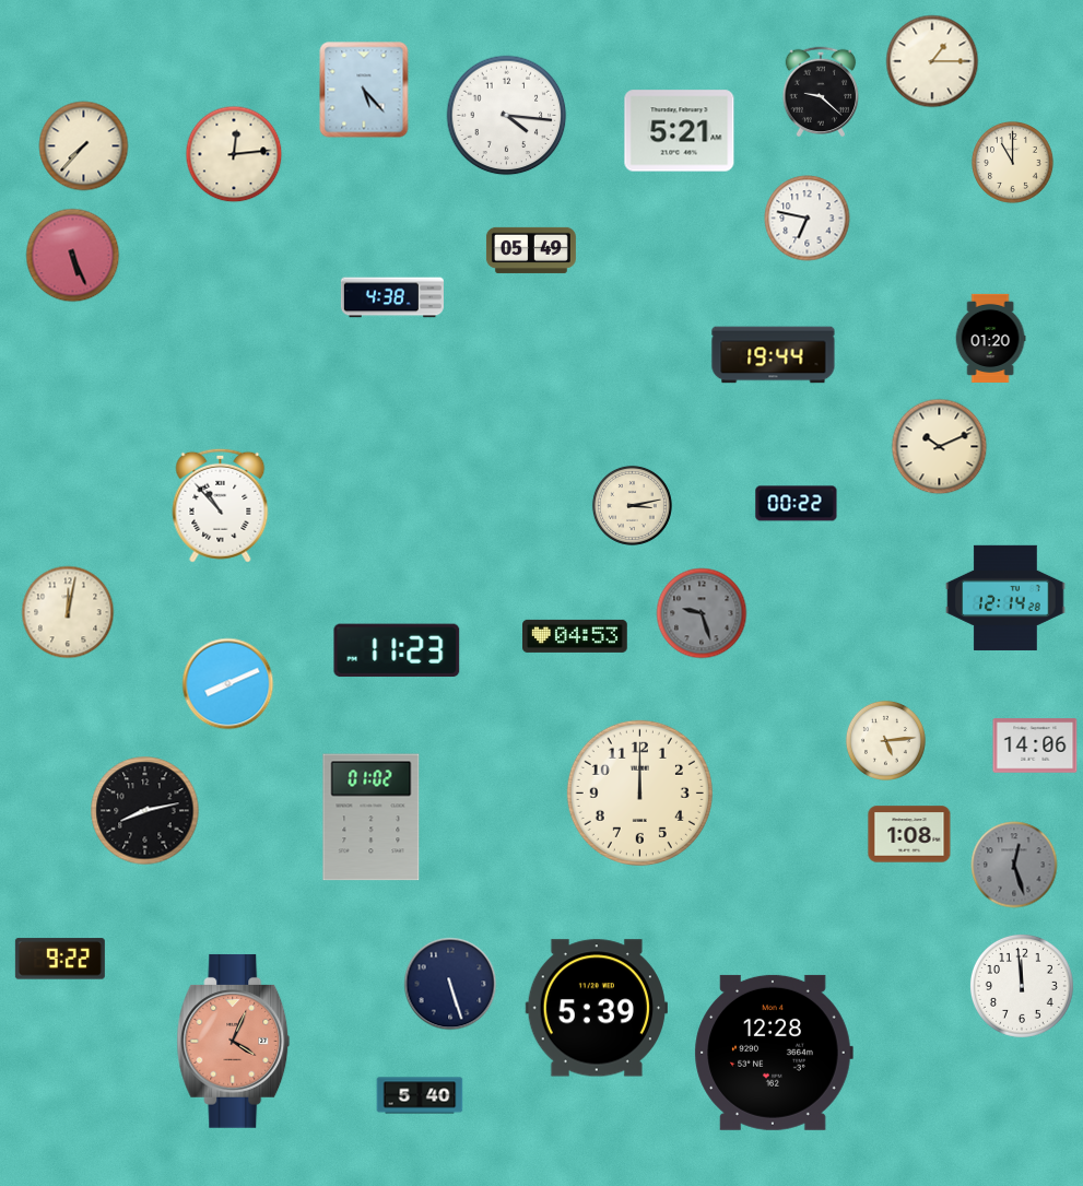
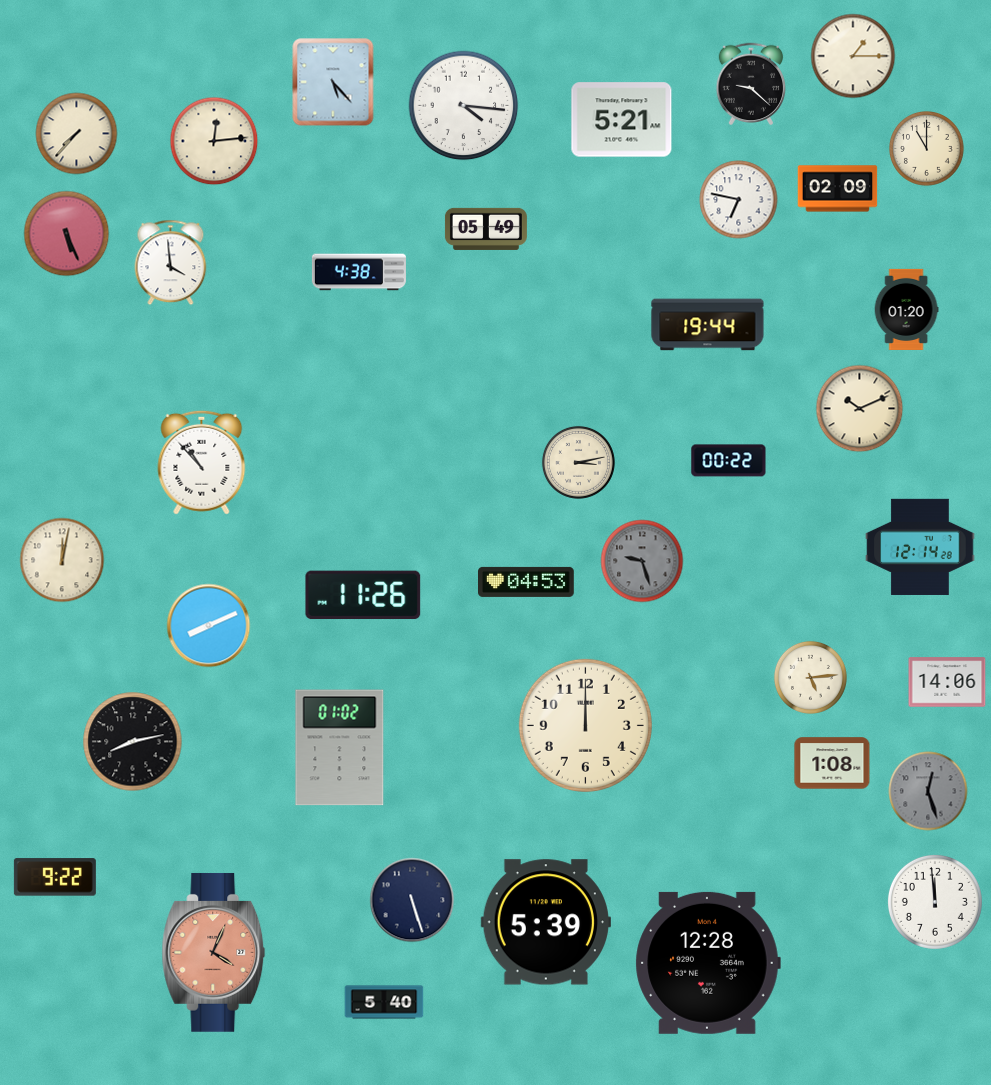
clock at (838, 189): none -> 02:09
clock at (171, 263): none -> 3:59
clock at (397, 650): 11:23 -> 11:26
